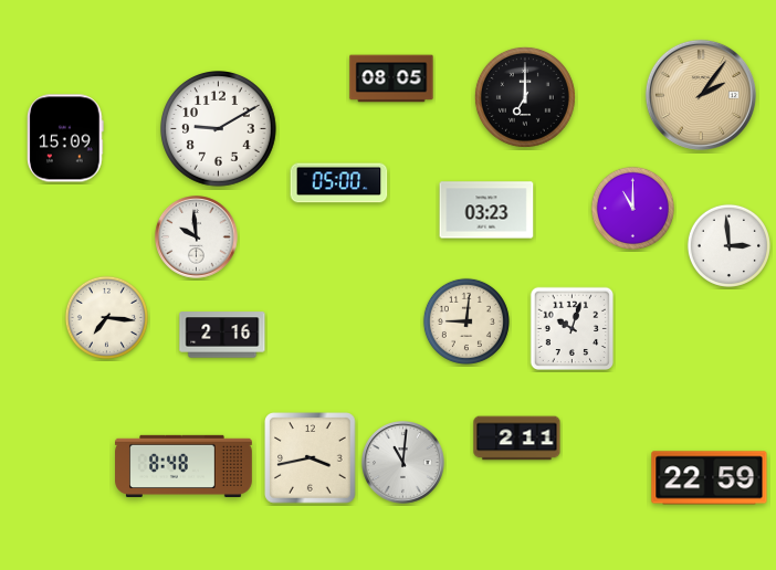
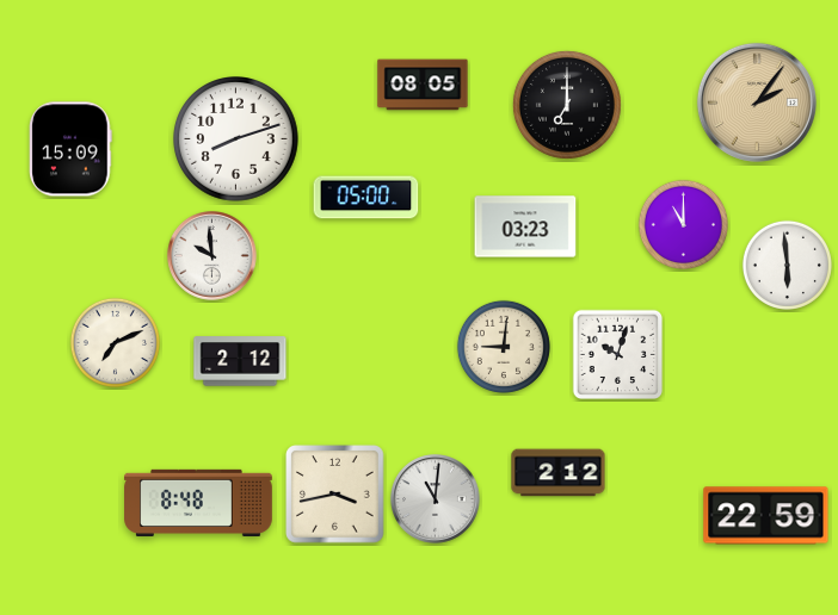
clock at (219, 129): 9:10 -> 8:12
clock at (728, 245): 2:59 -> 5:59
clock at (106, 317): 7:16 -> 7:11
clock at (222, 335): 2:16 -> 2:12
clock at (517, 439): 2:11 -> 2:12
